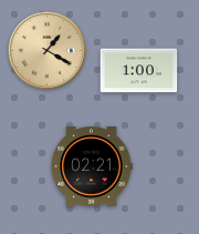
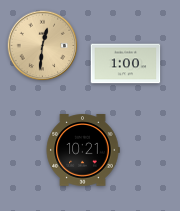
clock at (48, 51): 1:20 -> 12:31
clock at (92, 166): 02:21 -> 10:21
